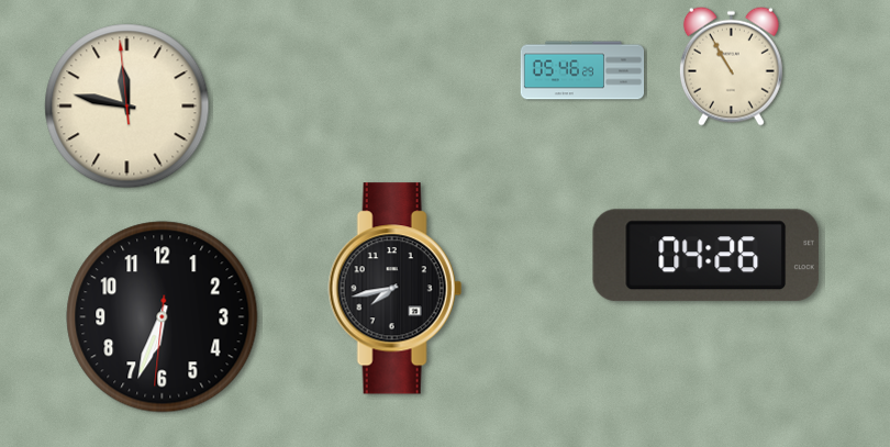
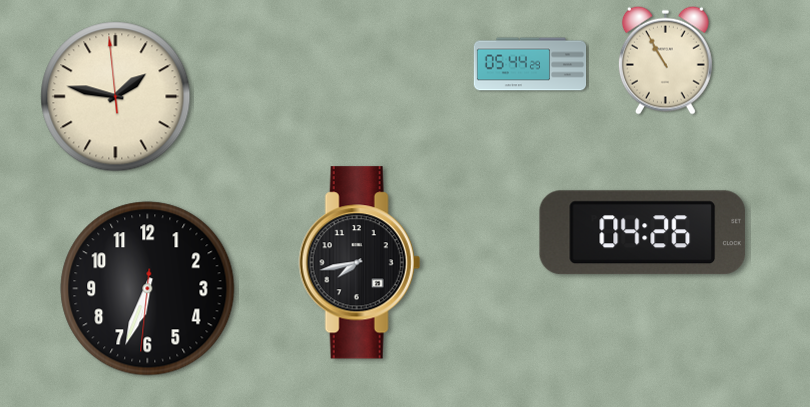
clock at (582, 70): 05:46 -> 05:44
clock at (127, 107): 11:46 -> 1:46
